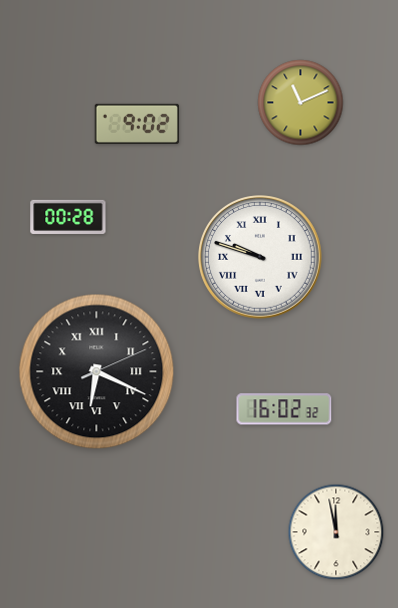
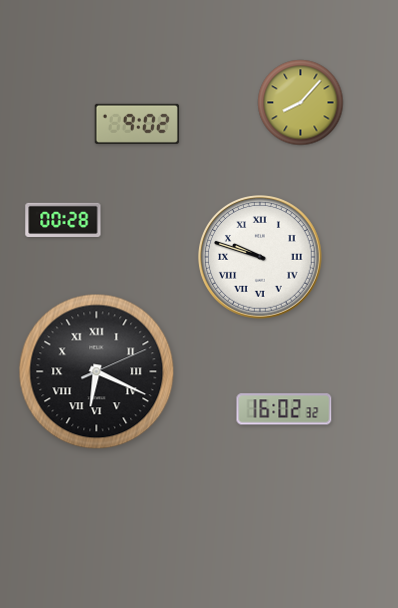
clock at (301, 103): 11:11 -> 8:07
clock at (68, 217) position: (68, 217) -> (63, 220)
clock at (336, 532): 11:58 -> none
